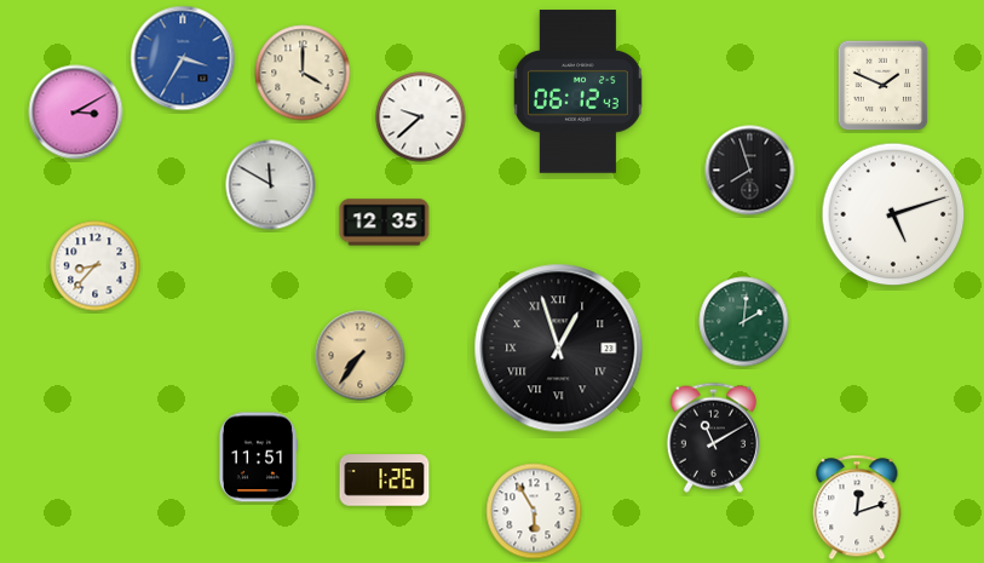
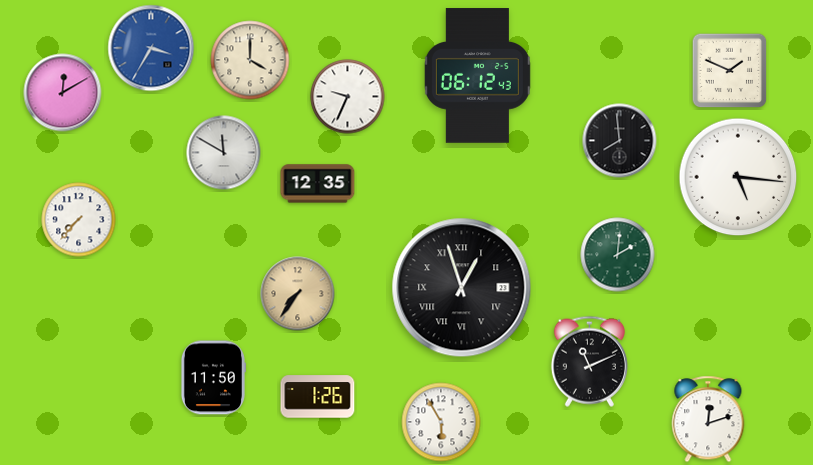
clock at (76, 113): 3:10 -> 12:10
clock at (421, 117): 9:38 -> 9:34
clock at (750, 171): 7:57 -> 7:59
clock at (893, 214): 5:12 -> 5:16
clock at (96, 266): 8:37 -> 7:37
clock at (744, 322) position: (744, 322) -> (618, 255)
clock at (713, 437): 11:10 -> 11:11
clock at (257, 458): 11:51 -> 11:50
